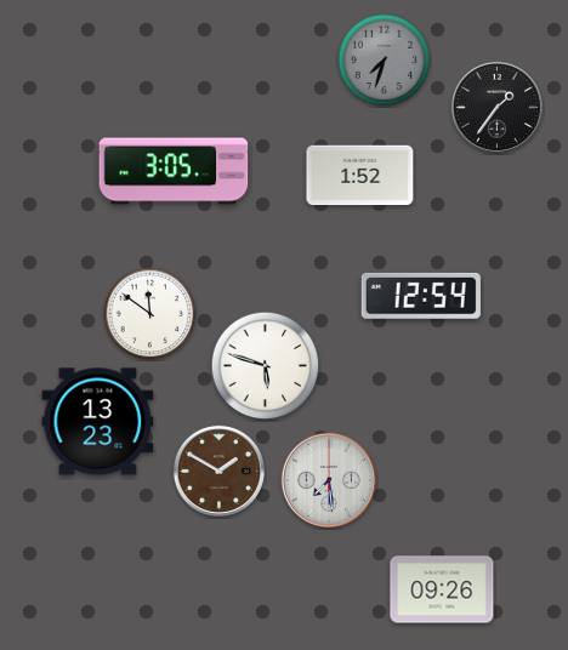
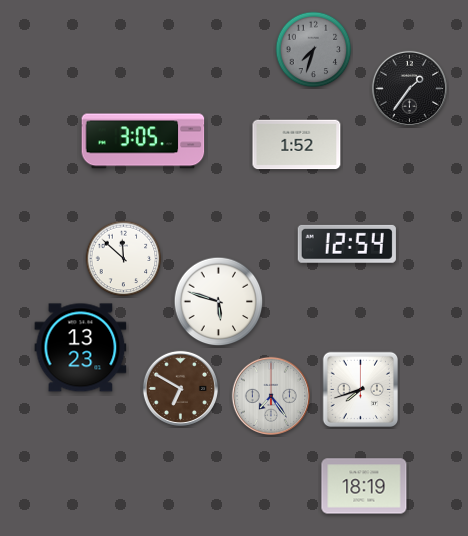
clock at (385, 61) position: (385, 61) -> (314, 50)
clock at (150, 314): 11:51 -> 11:52
clock at (218, 471): 1:50 -> 6:50
clock at (361, 390): none -> 7:42
clock at (328, 479): 7:29 -> 7:24
clock at (442, 589): 09:26 -> 18:19
